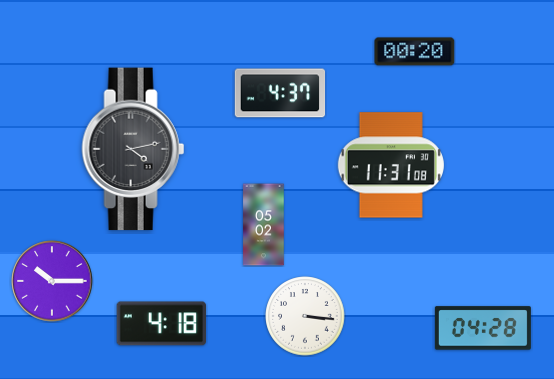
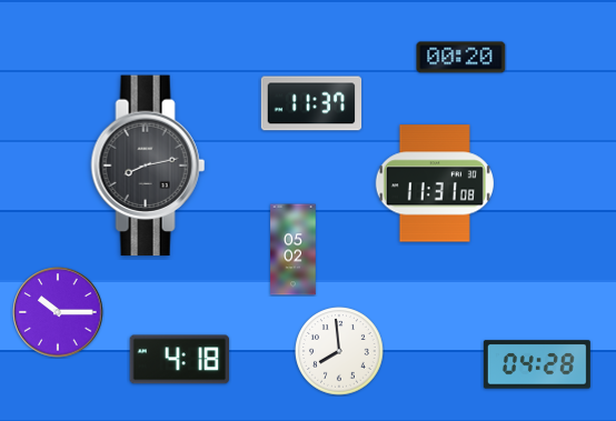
clock at (280, 93): 4:37 -> 11:37
clock at (133, 149): 4:13 -> 8:13
clock at (305, 316): 3:16 -> 7:59
